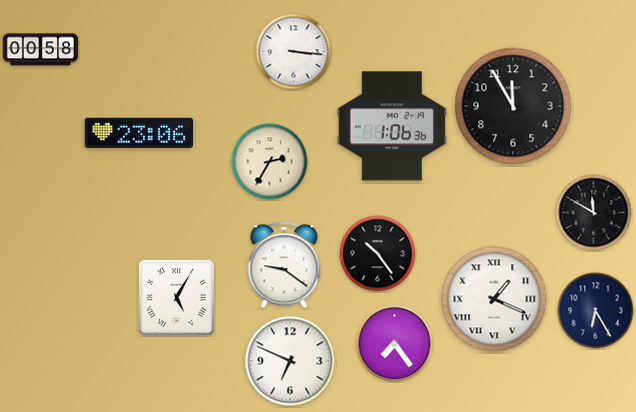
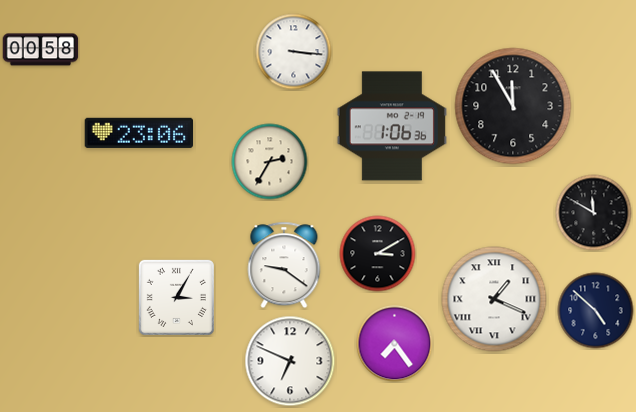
clock at (378, 254): 10:24 -> 3:10
clock at (176, 297): 5:05 -> 3:05
clock at (596, 311): 6:25 -> 4:52
